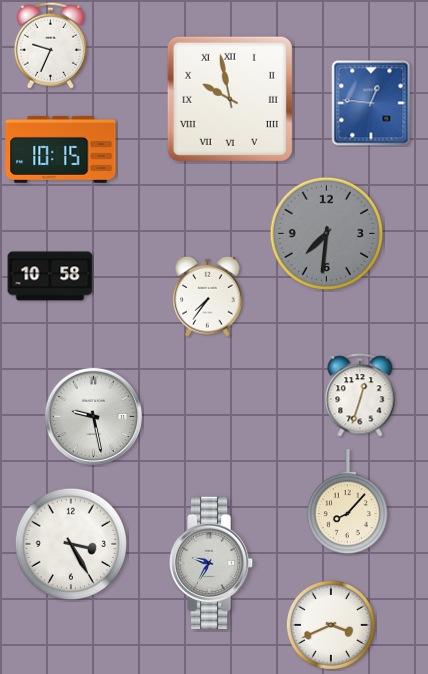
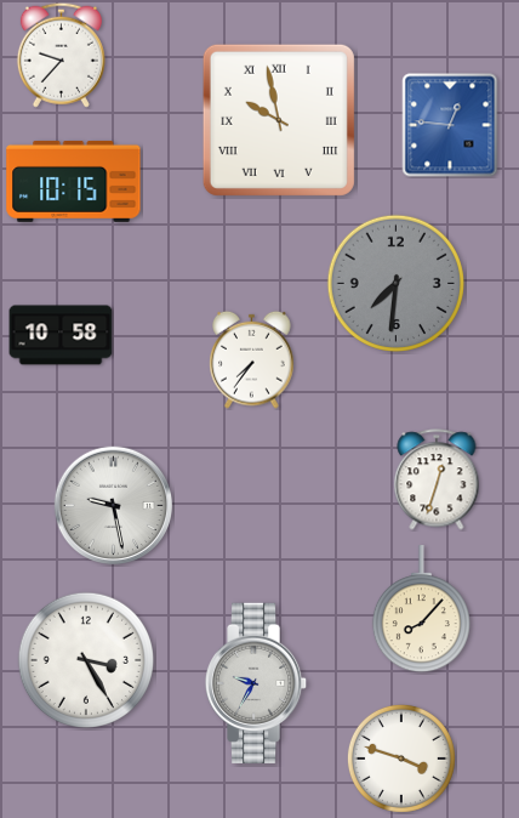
clock at (50, 45): 9:34 -> 9:37
clock at (331, 625): 3:41 -> 3:48
